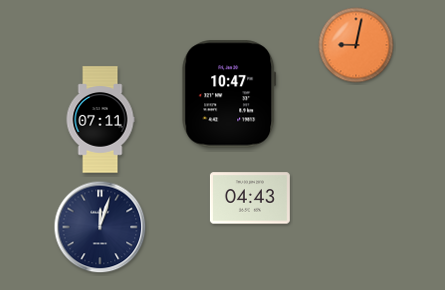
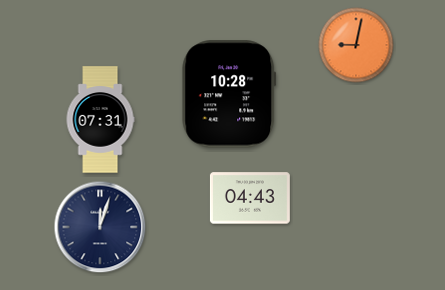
clock at (229, 94): 10:47 -> 10:28
clock at (100, 120): 07:11 -> 07:31
